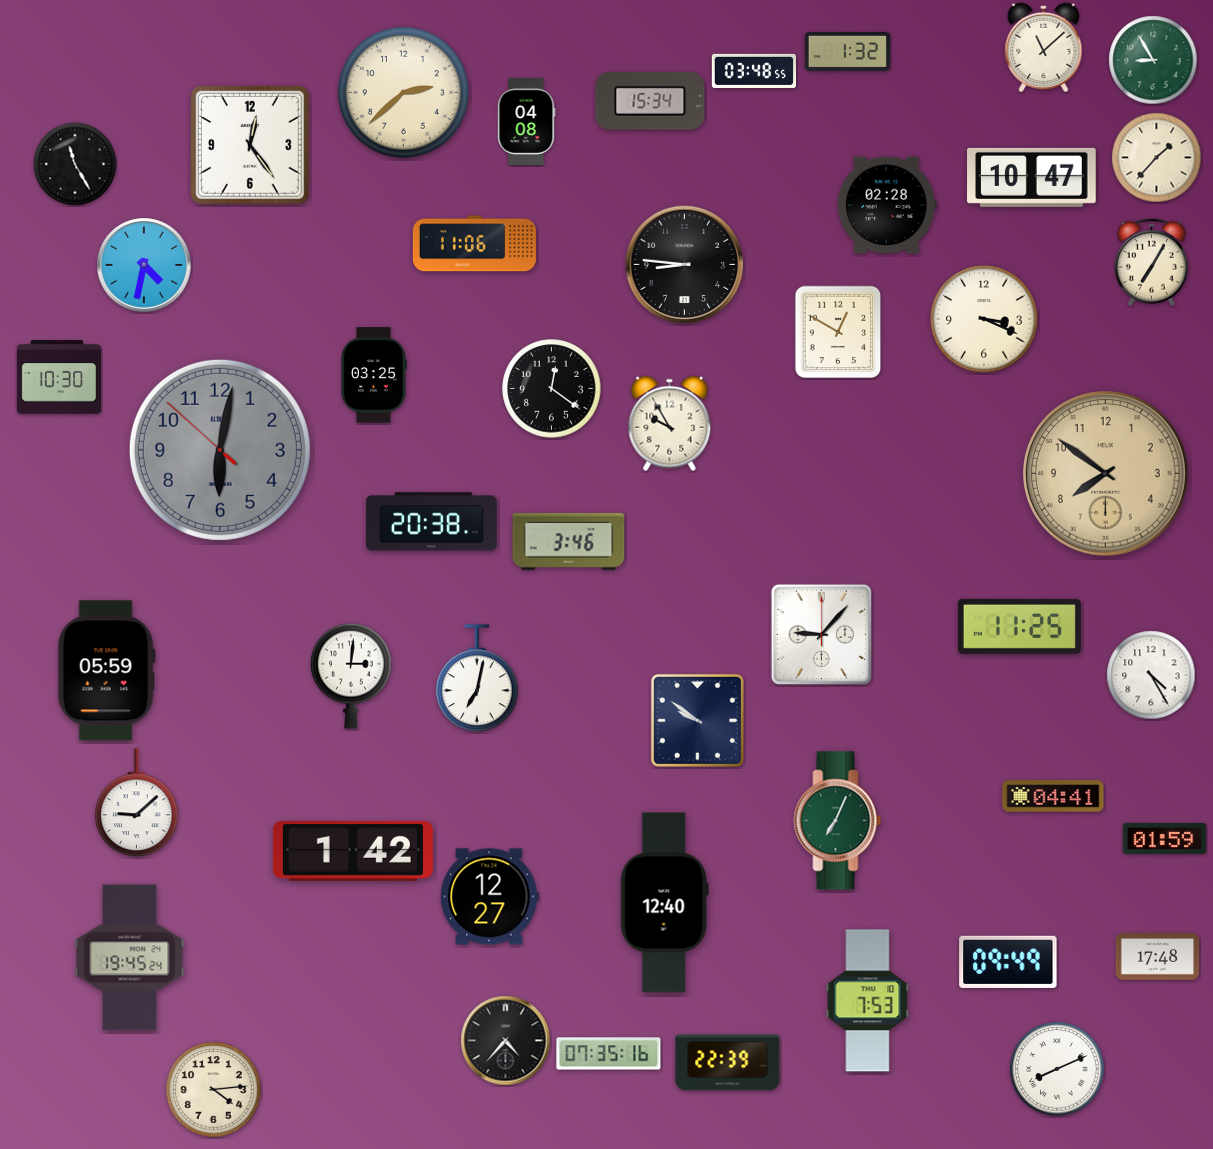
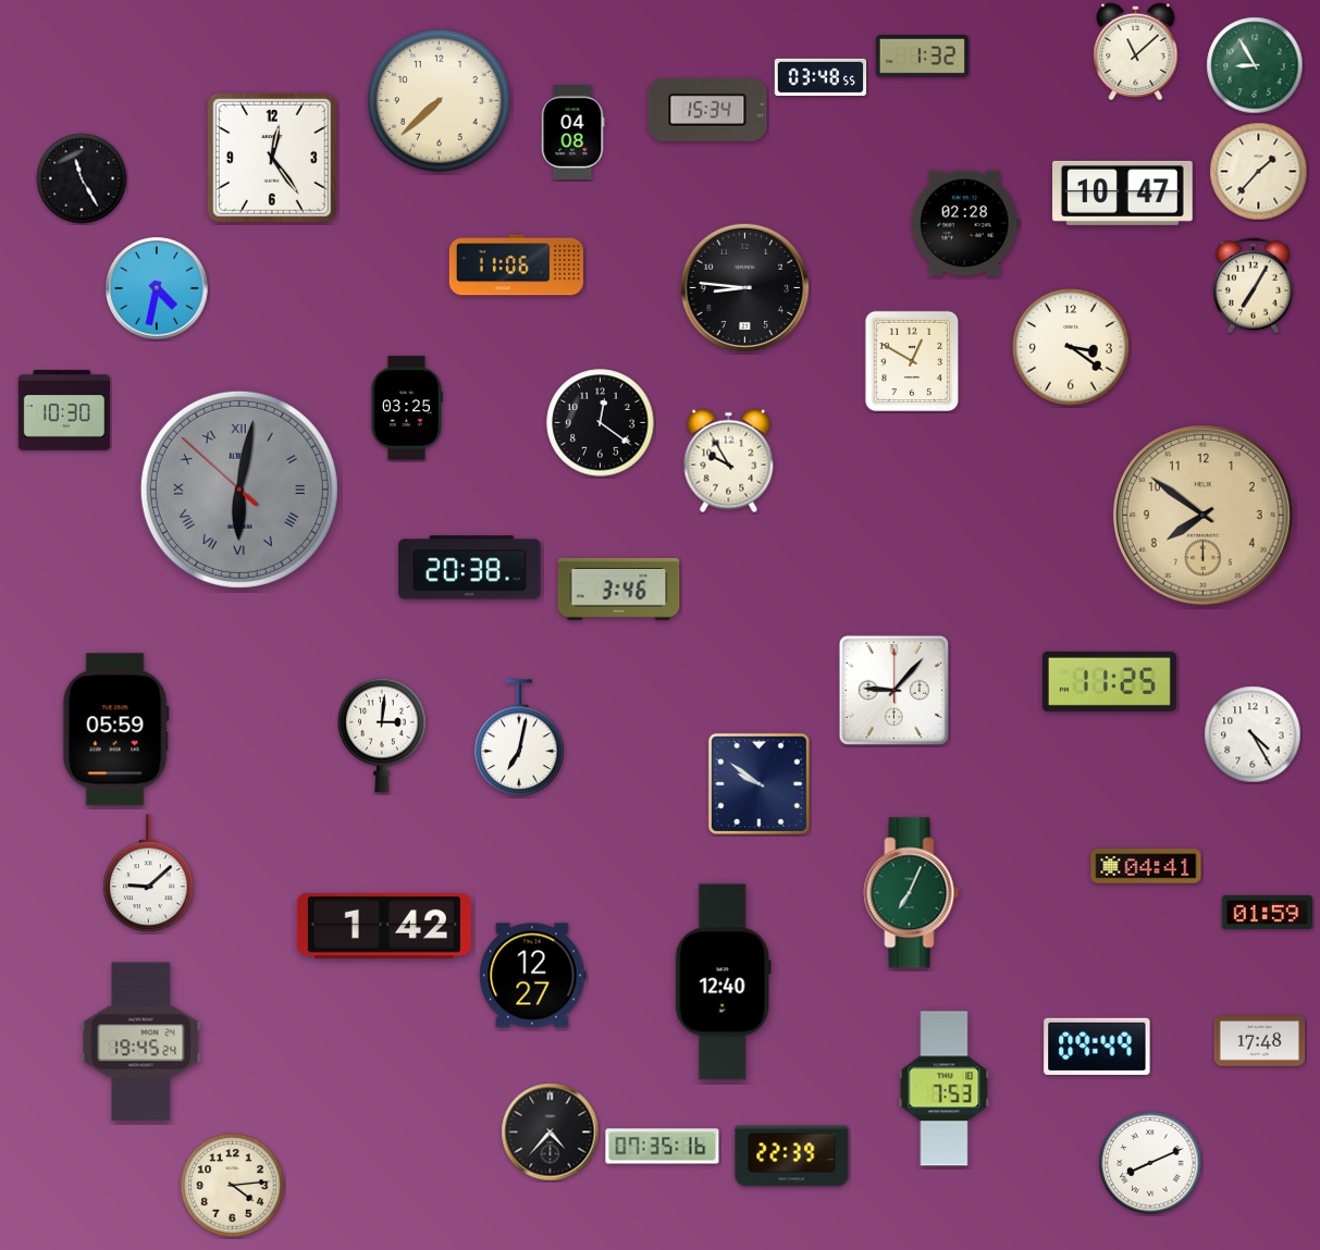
clock at (404, 93): 2:38 -> 7:38
clock at (984, 319): 3:19 -> 3:21
clock at (220, 450) numerals: Arabic -> Roman
